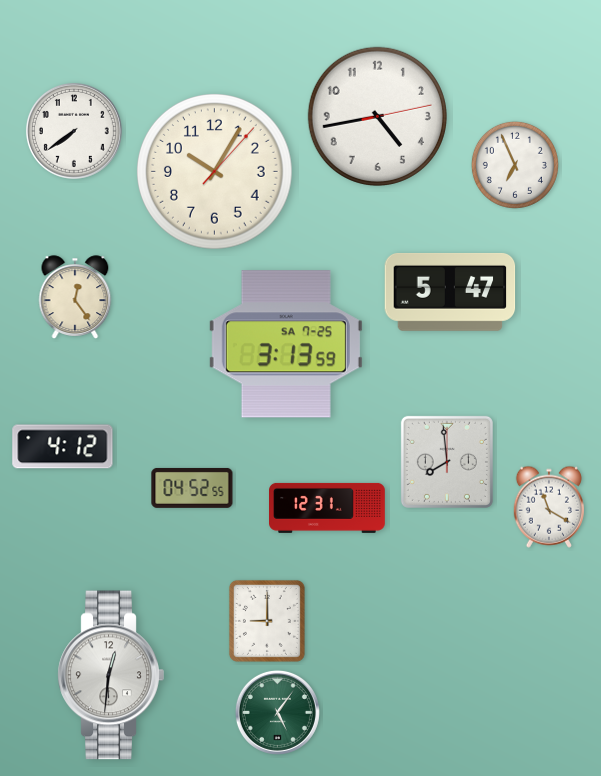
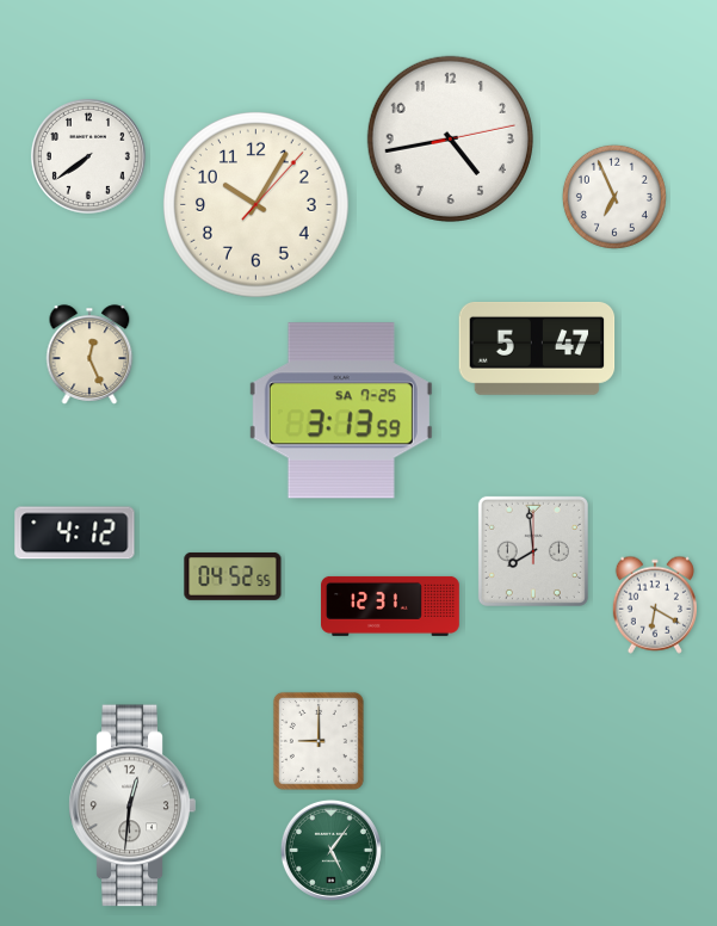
clock at (75, 297): 12:24 -> 12:26
clock at (192, 488) position: (192, 488) -> (233, 576)
clock at (549, 507): 11:20 -> 6:20
